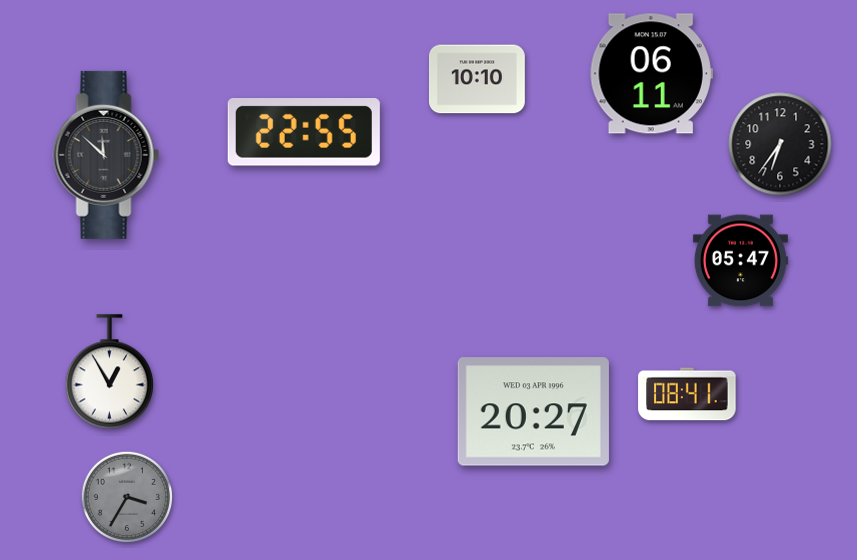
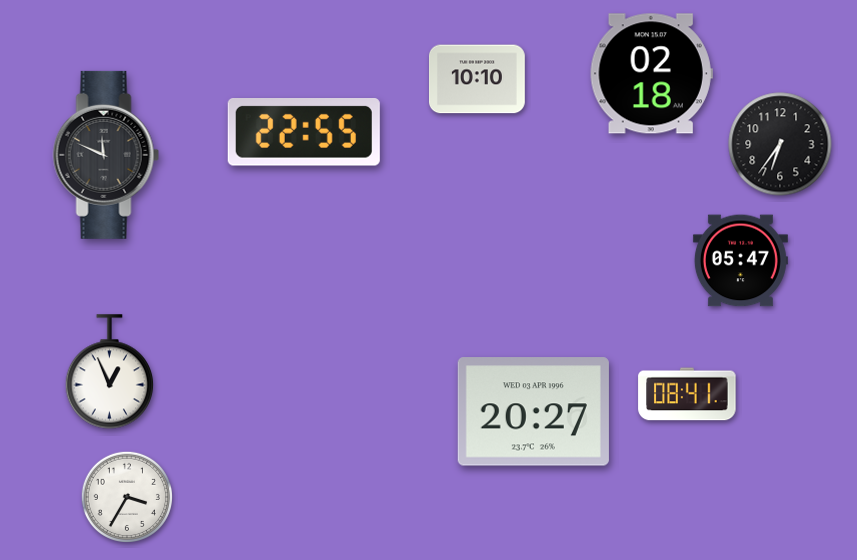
clock at (651, 74): 06:11 -> 02:18
clock at (106, 155): 11:52 -> 11:49
clock at (110, 372): 12:55 -> 12:56
clock at (126, 496) dial: grey -> white
